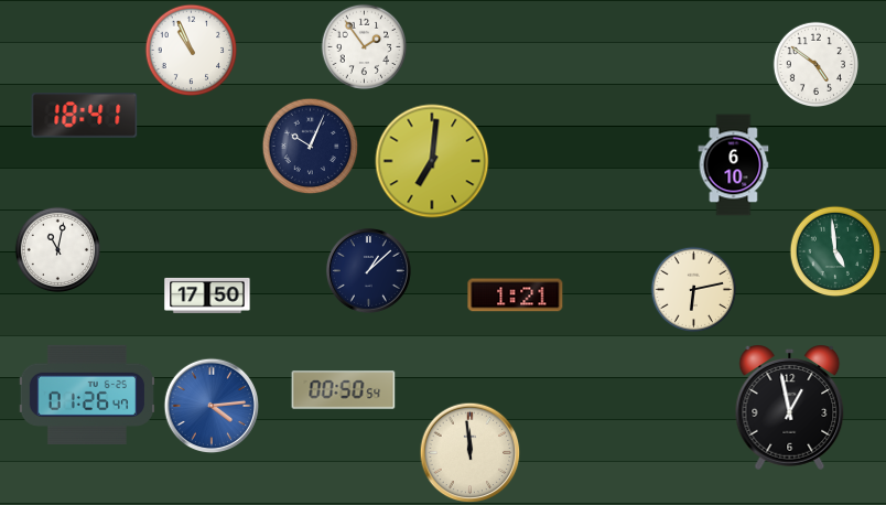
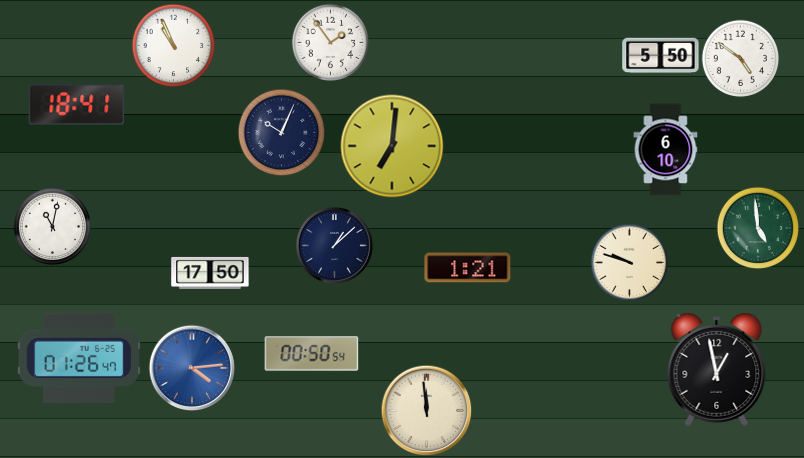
clock at (661, 56): none -> 5:50
clock at (693, 289): 6:13 -> 9:48
clock at (207, 296) position: (207, 296) -> (210, 273)
